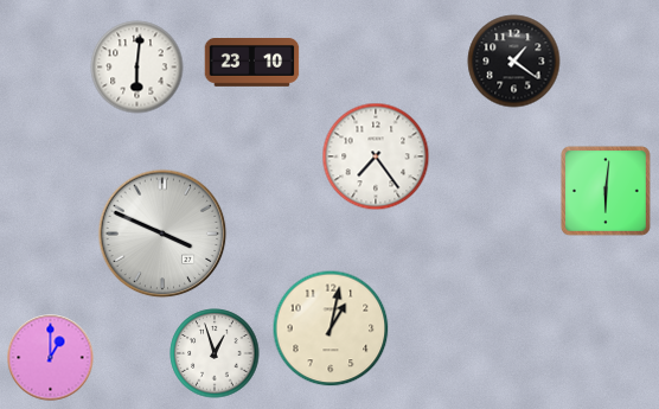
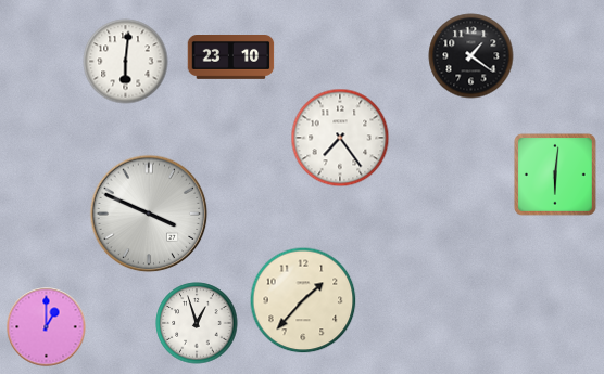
clock at (376, 156) position: (376, 156) -> (340, 138)
clock at (331, 328): 1:02 -> 1:37
